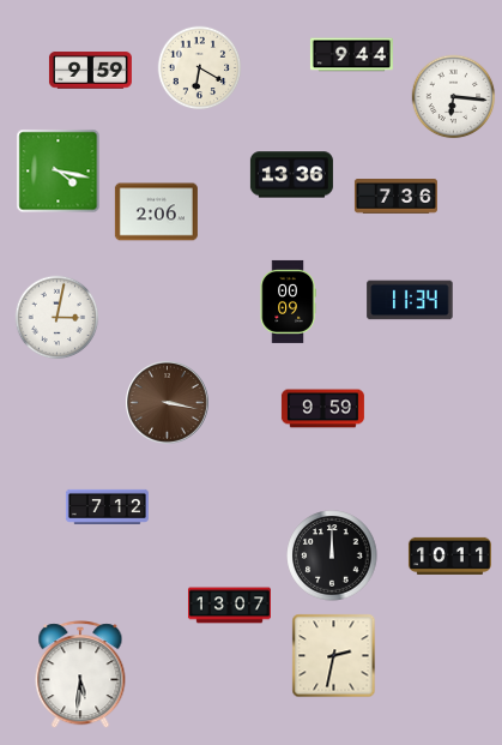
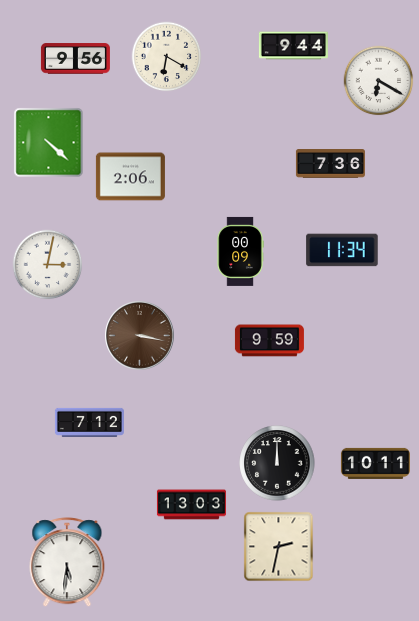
clock at (90, 71): 9:59 -> 9:56
clock at (454, 97): 6:16 -> 6:20
clock at (59, 172): 4:17 -> 4:22
clock at (291, 175): 13:36 -> none
clock at (229, 606): 13:07 -> 13:03
